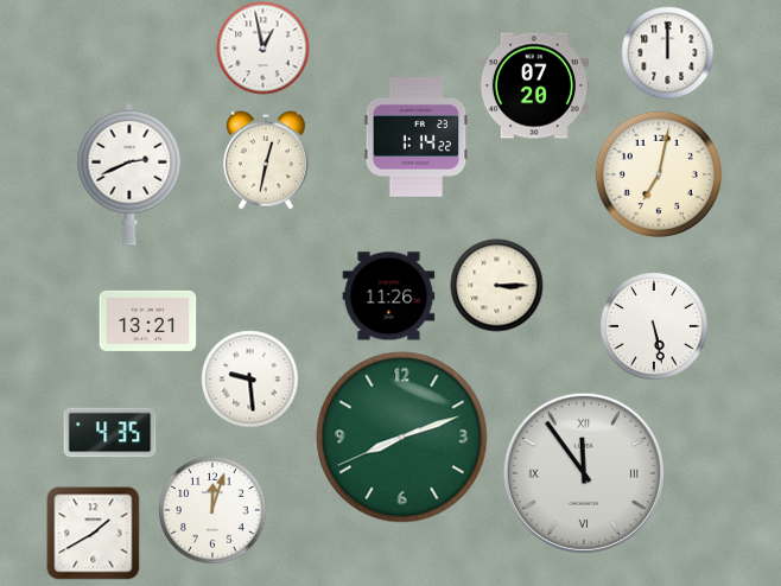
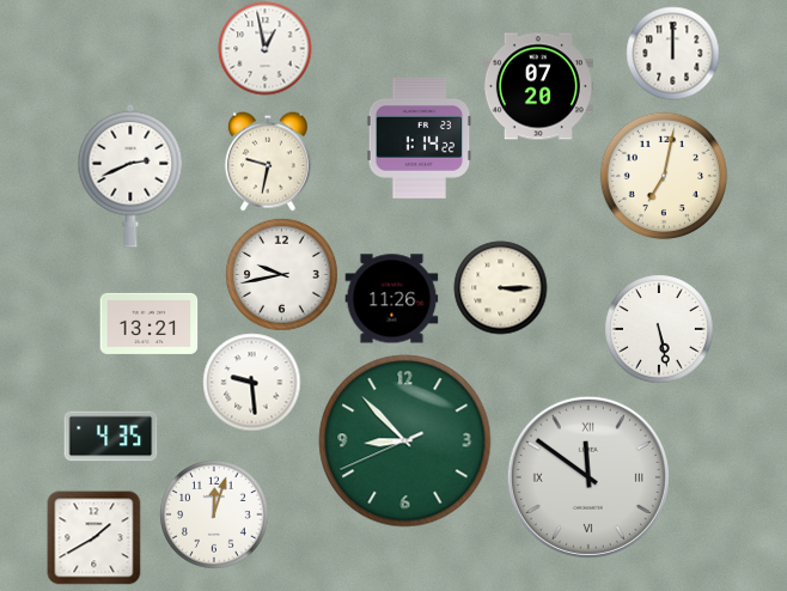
clock at (266, 160): 12:32 -> 9:32
clock at (281, 274): none -> 9:43
clock at (402, 438): 8:11 -> 8:52
clock at (584, 473): 11:54 -> 11:51
